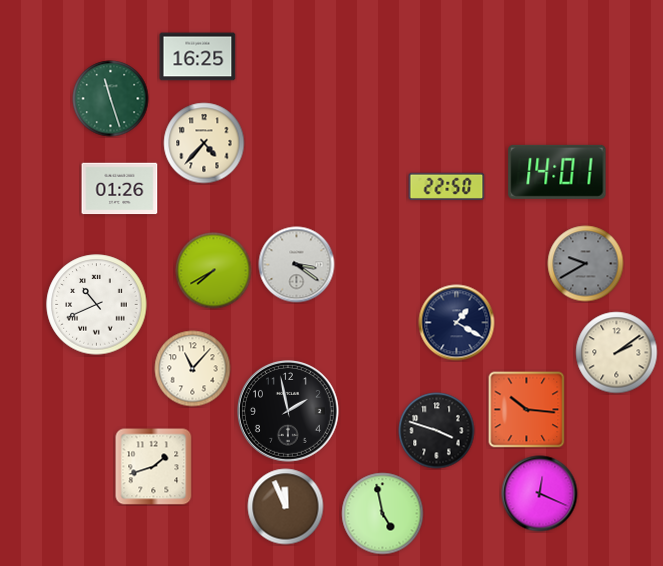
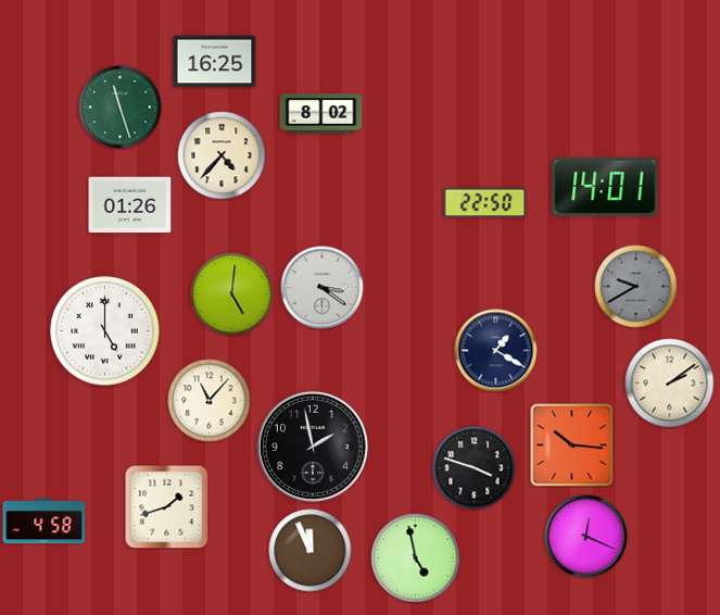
clock at (321, 114): none -> 8:02
clock at (214, 271): 7:40 -> 5:01
clock at (97, 305): 10:41 -> 5:00
clock at (45, 522): none -> 4:58
